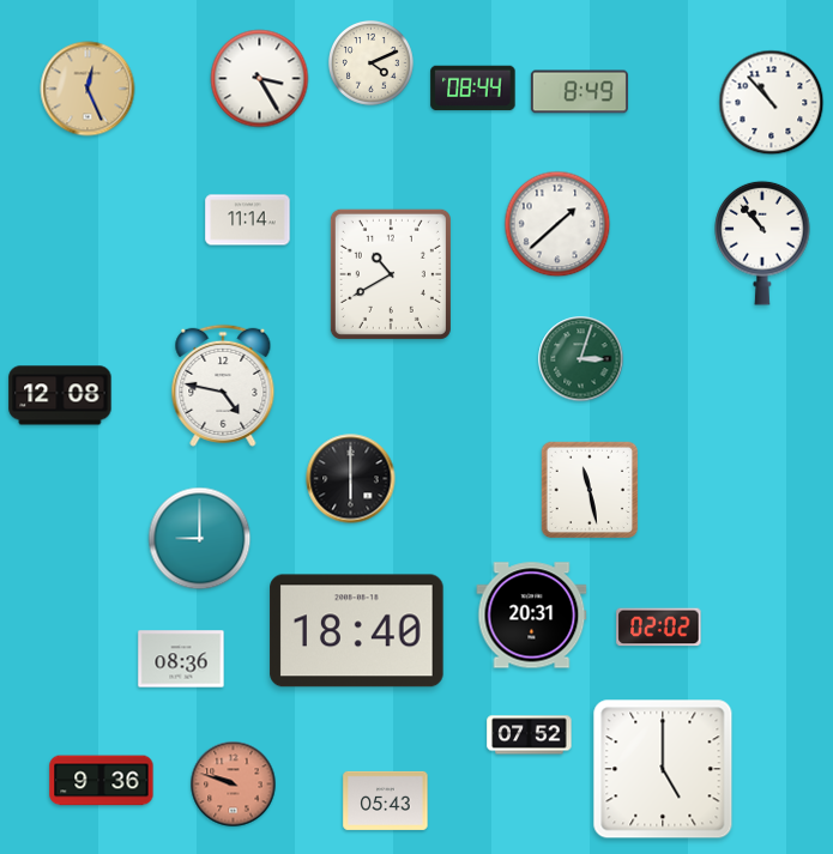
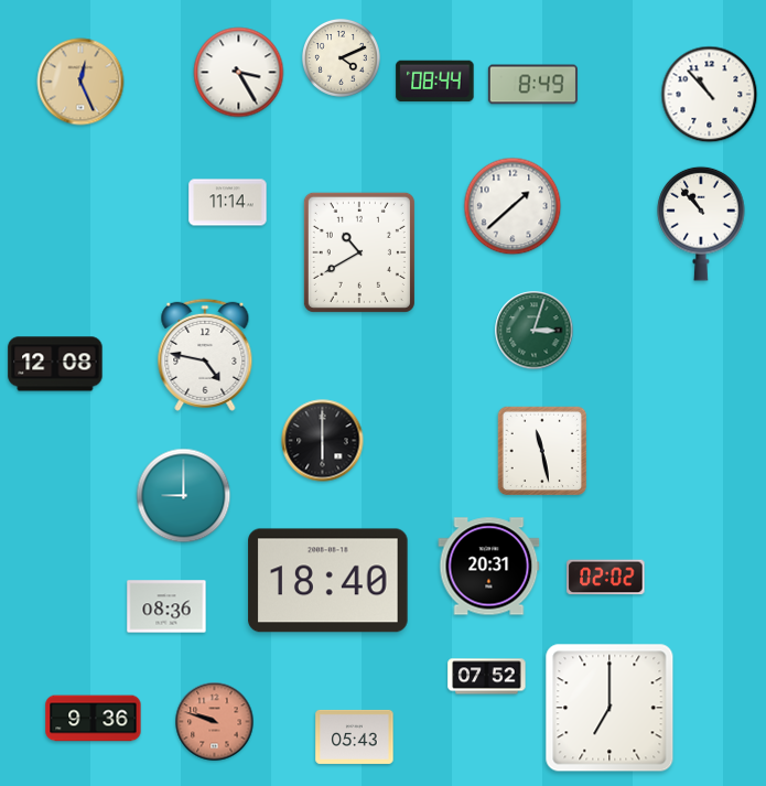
clock at (663, 769): 5:00 -> 7:00
